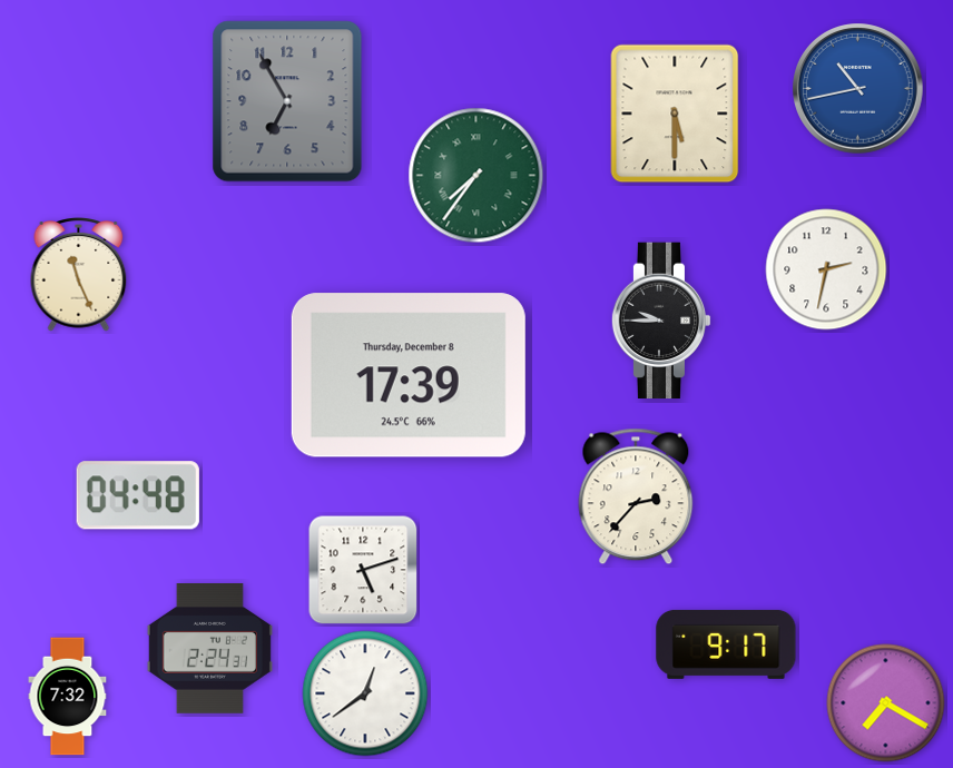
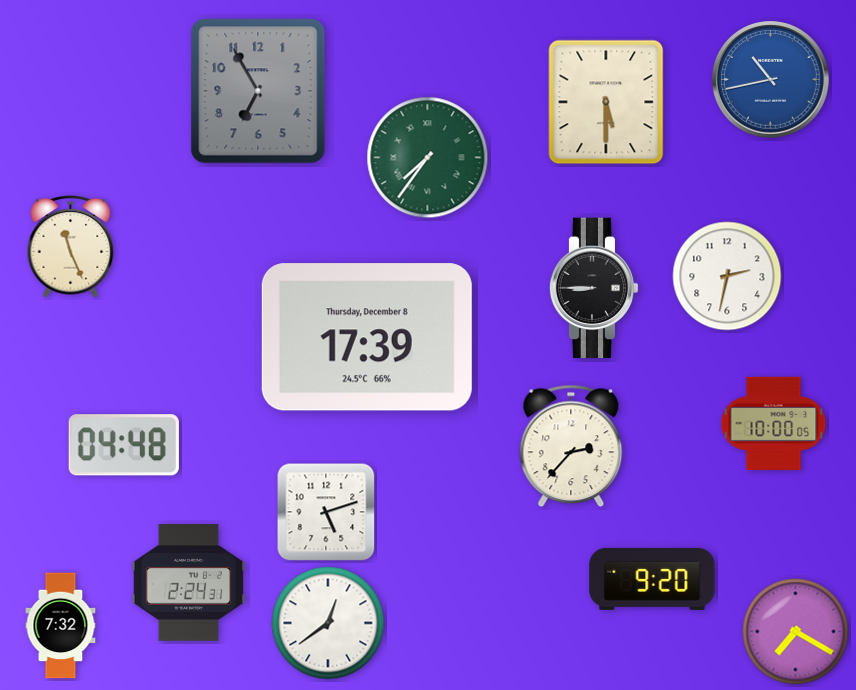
clock at (826, 269) position: (826, 269) -> (727, 276)
clock at (661, 321): 9:45 -> 8:45
clock at (774, 423): none -> 10:00
clock at (726, 644): 9:17 -> 9:20
